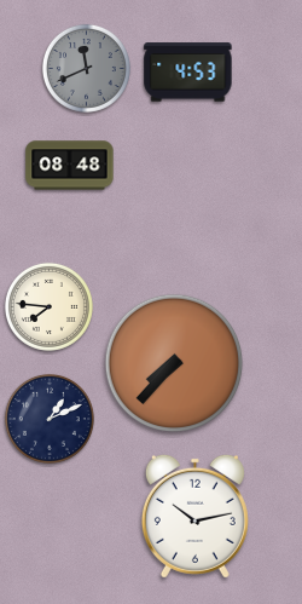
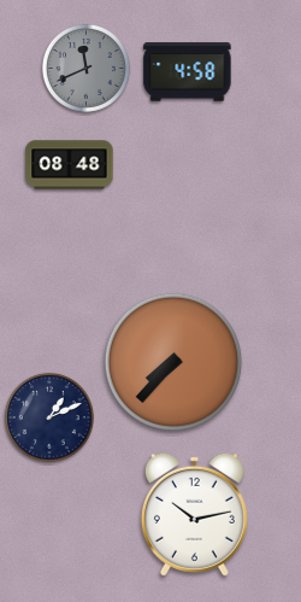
clock at (188, 73): 4:53 -> 4:58
clock at (48, 306): 7:46 -> none
